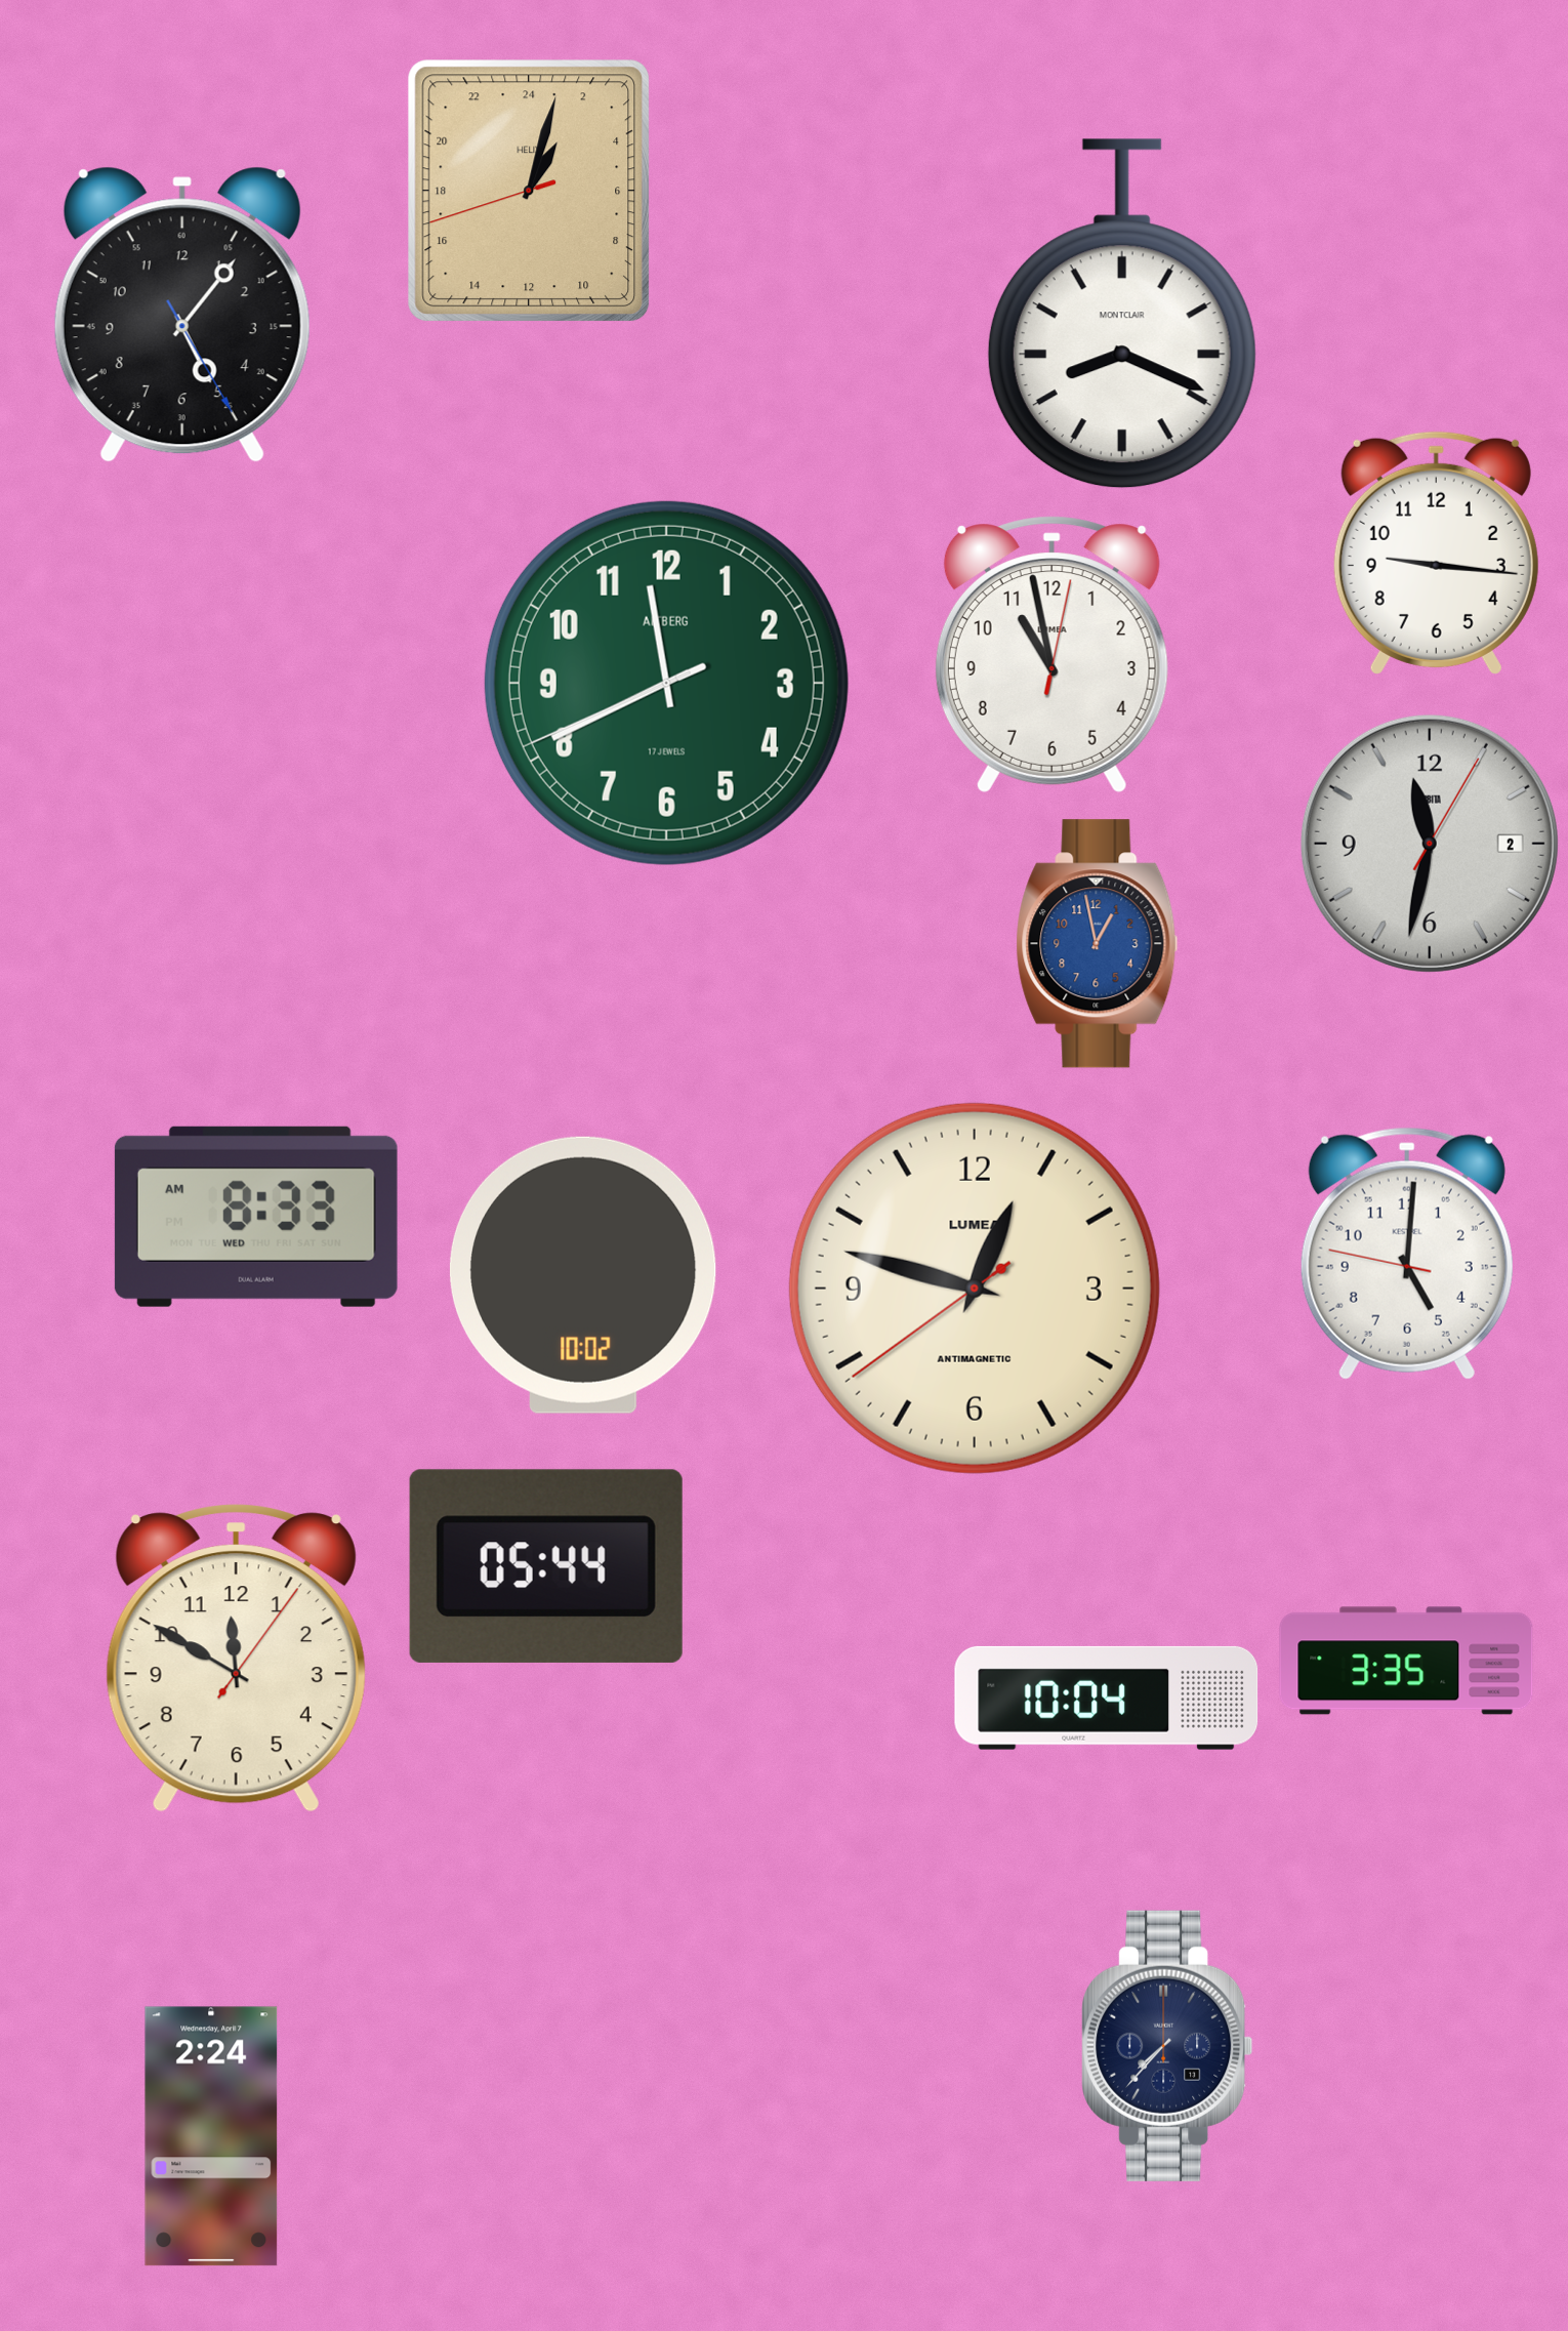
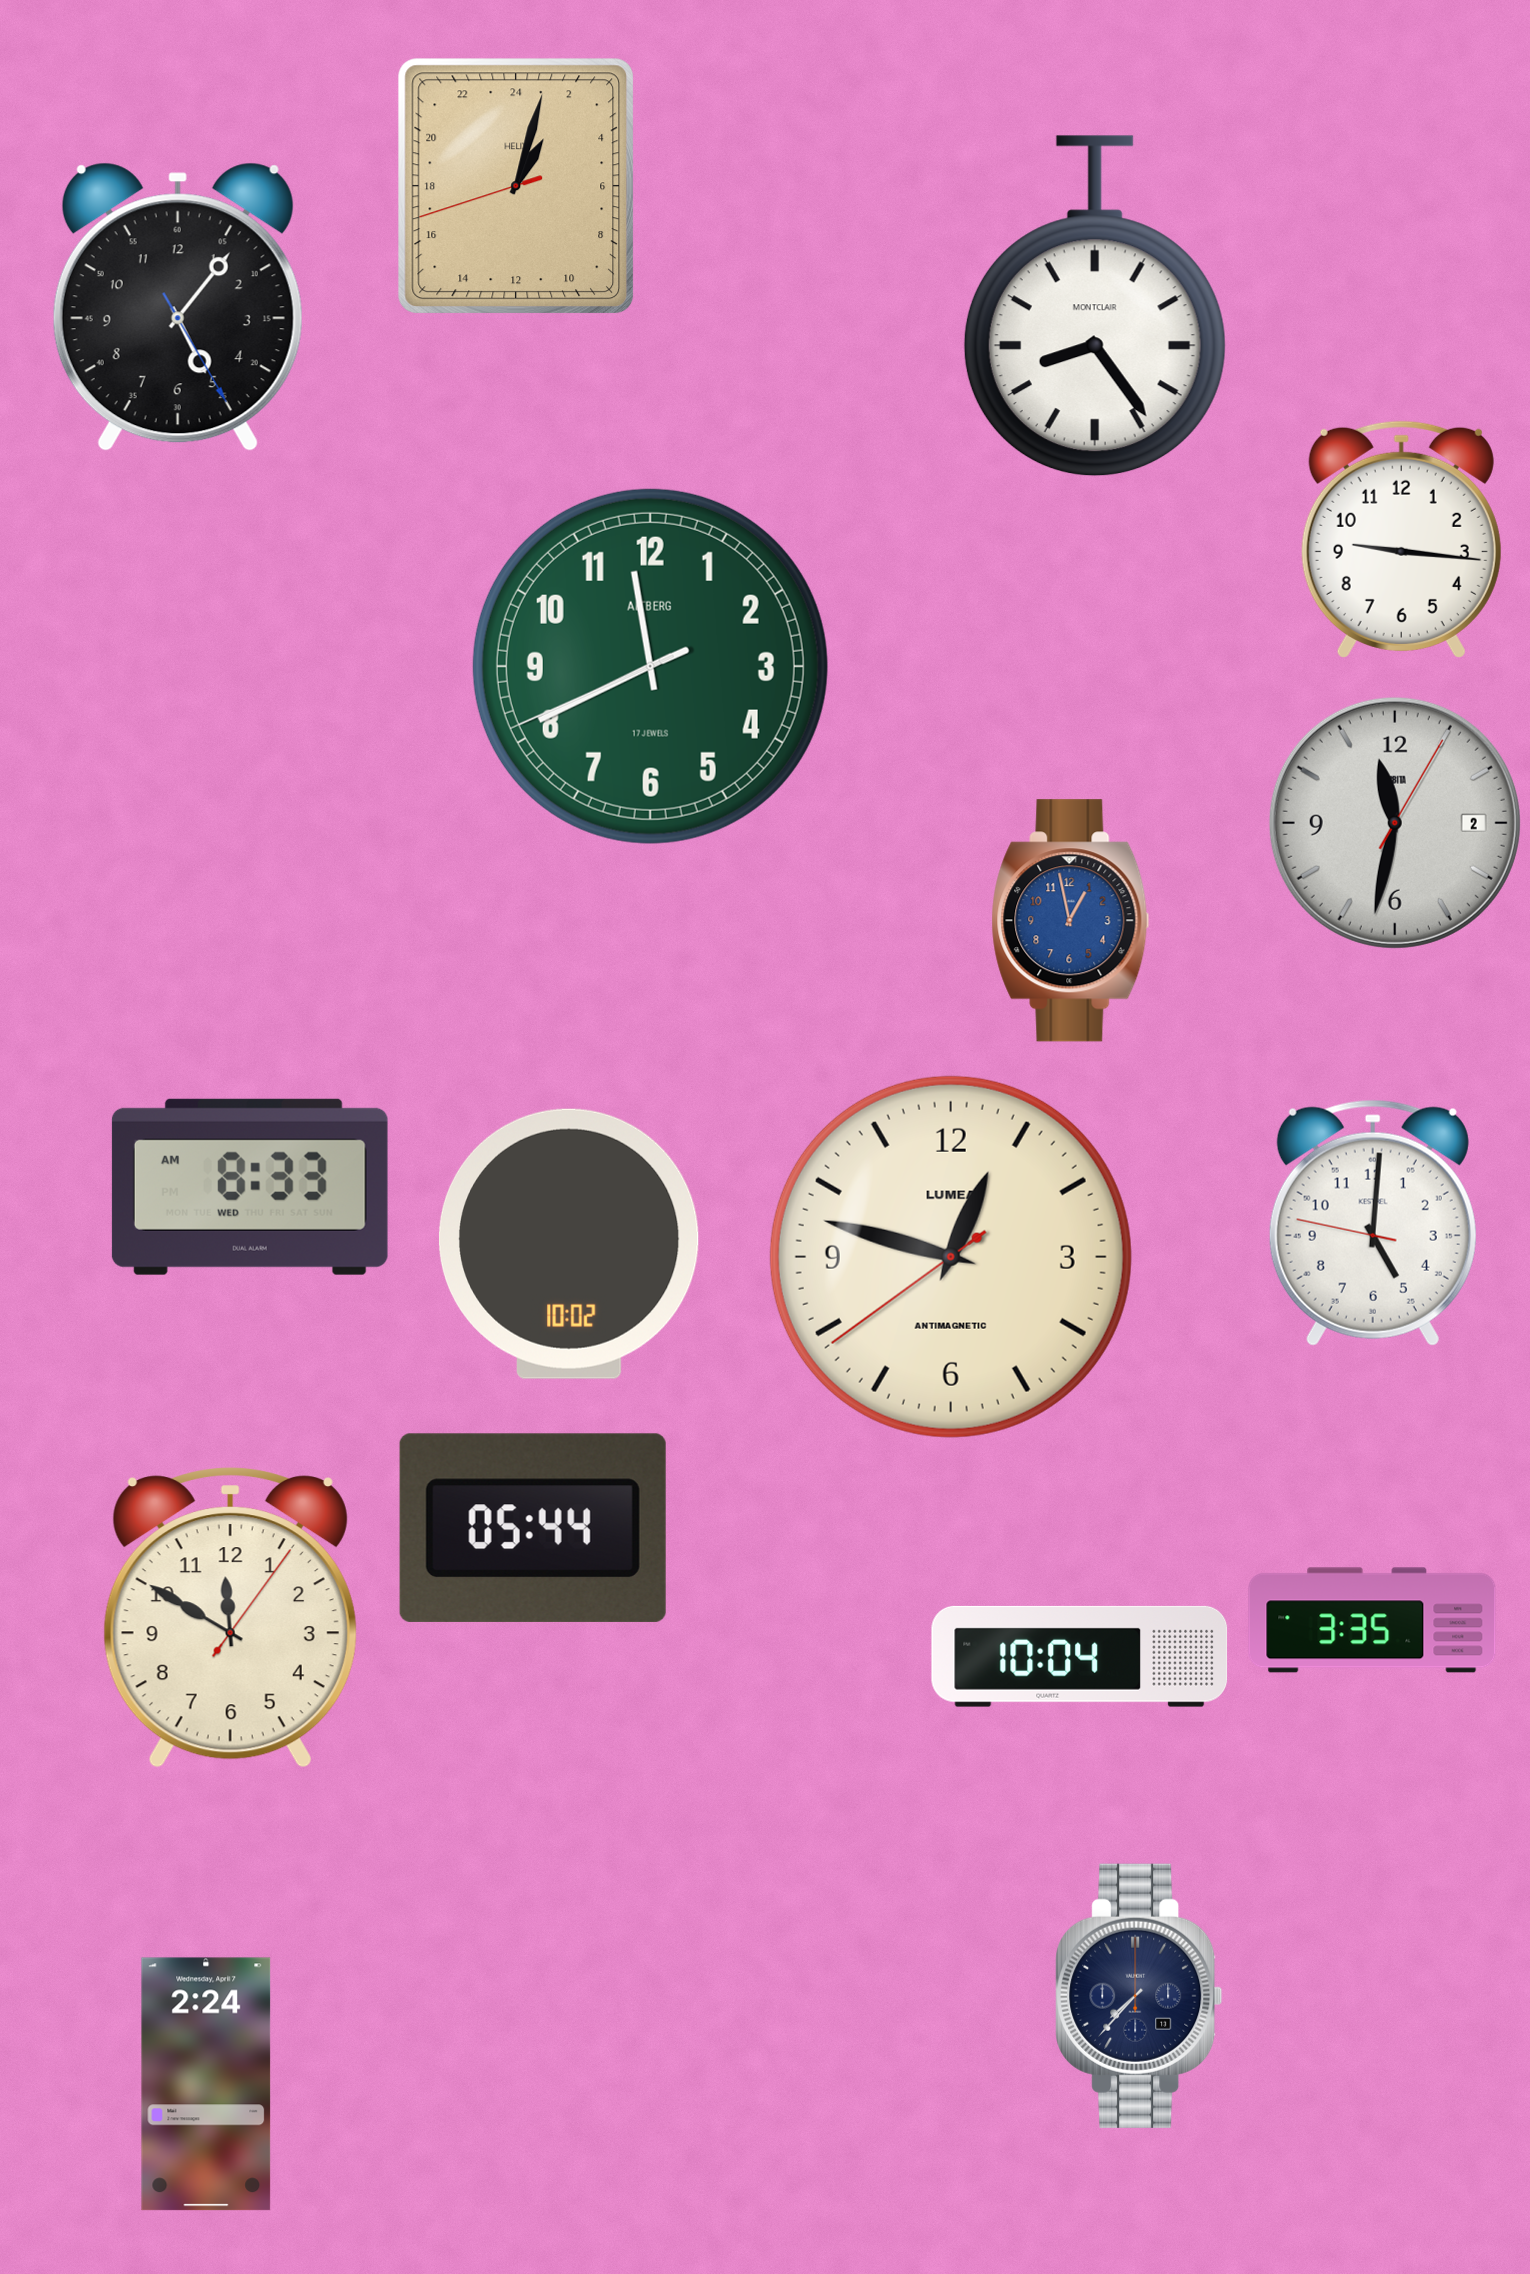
clock at (1122, 314): 8:19 -> 8:24
clock at (1051, 654): 10:58 -> none
